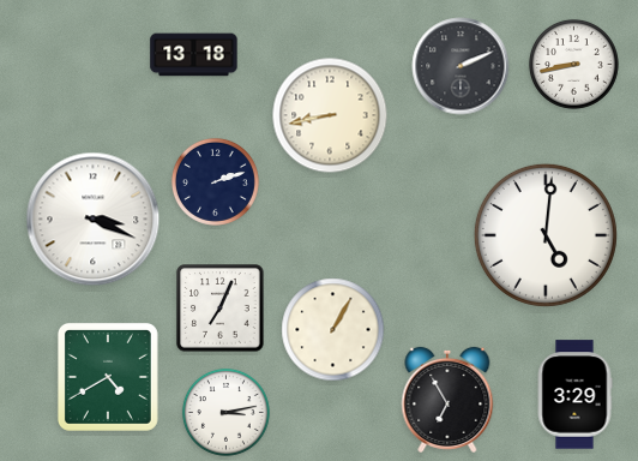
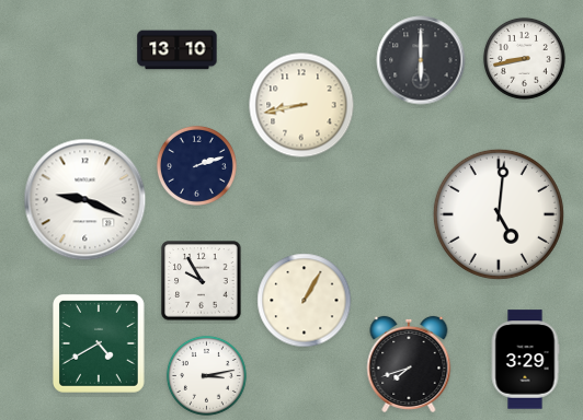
clock at (194, 55): 13:18 -> 13:10
clock at (461, 66): 2:11 -> 6:00
clock at (94, 220): 3:19 -> 9:19
clock at (221, 309): 7:04 -> 9:55
clock at (447, 400): 6:55 -> 7:42
